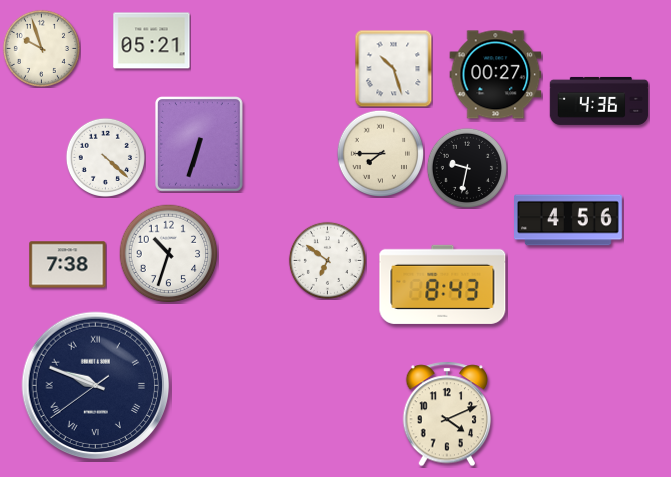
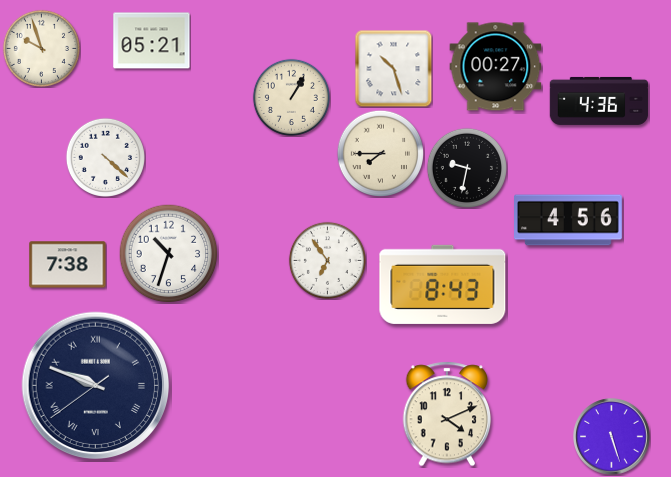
clock at (496, 75) position: (496, 75) -> (496, 67)
clock at (291, 97): none -> 1:05
clock at (200, 145): 6:33 -> none
clock at (327, 260): 6:51 -> 6:54
clock at (612, 437): none -> 5:27
